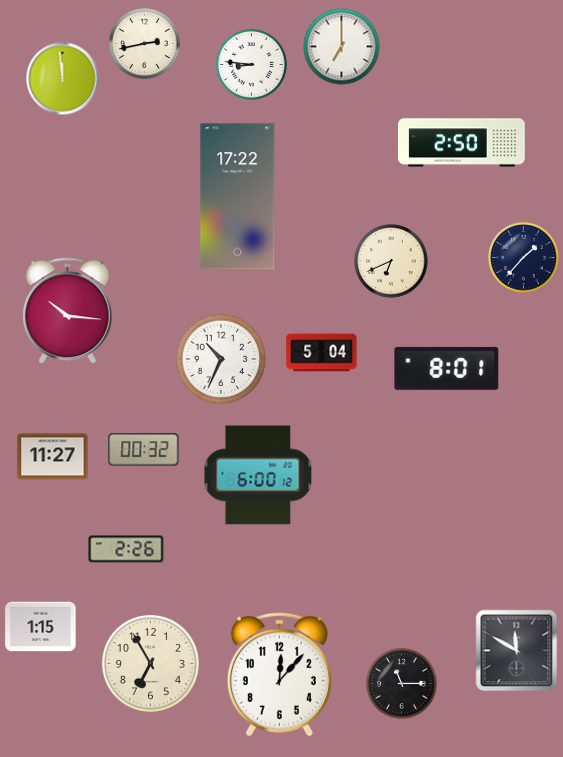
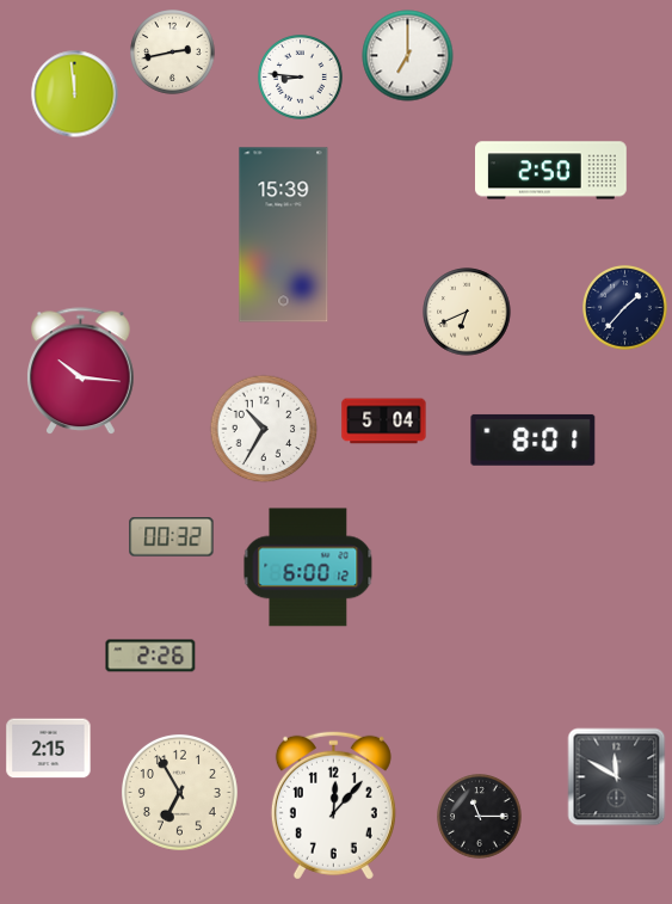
clock at (238, 197): 17:22 -> 15:39
clock at (221, 359): 10:34 -> 10:35
clock at (53, 457): 11:27 -> none
clock at (41, 627): 1:15 -> 2:15
